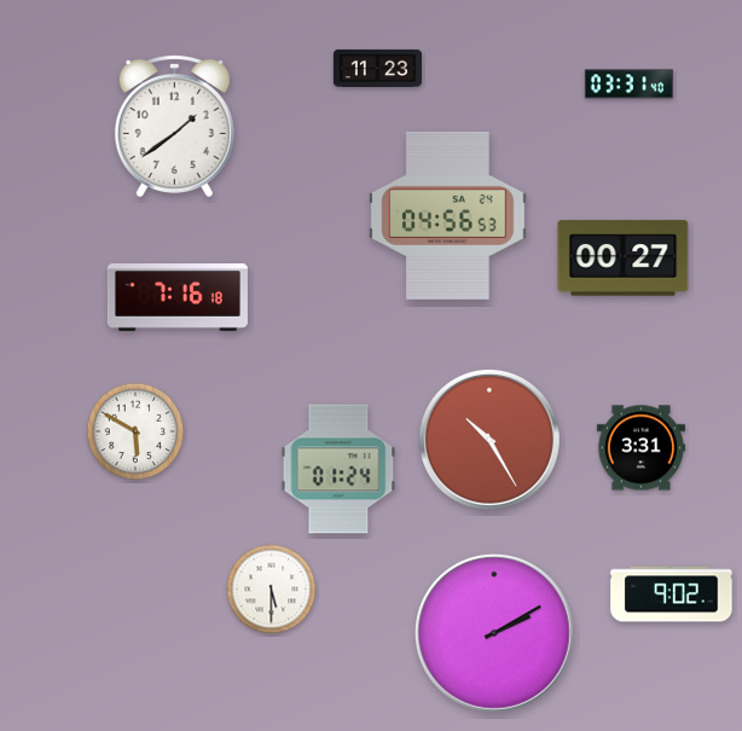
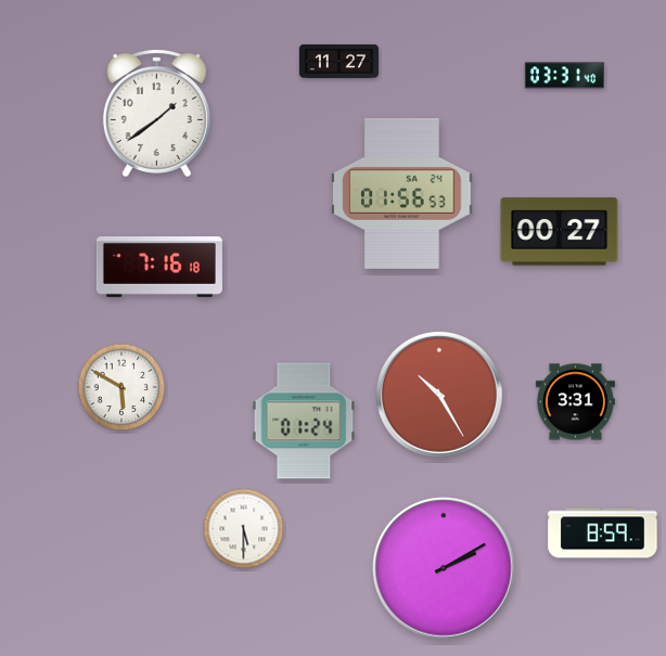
clock at (377, 68): 11:23 -> 11:27
clock at (448, 215): 04:56 -> 01:56
clock at (672, 594): 9:02 -> 8:59
